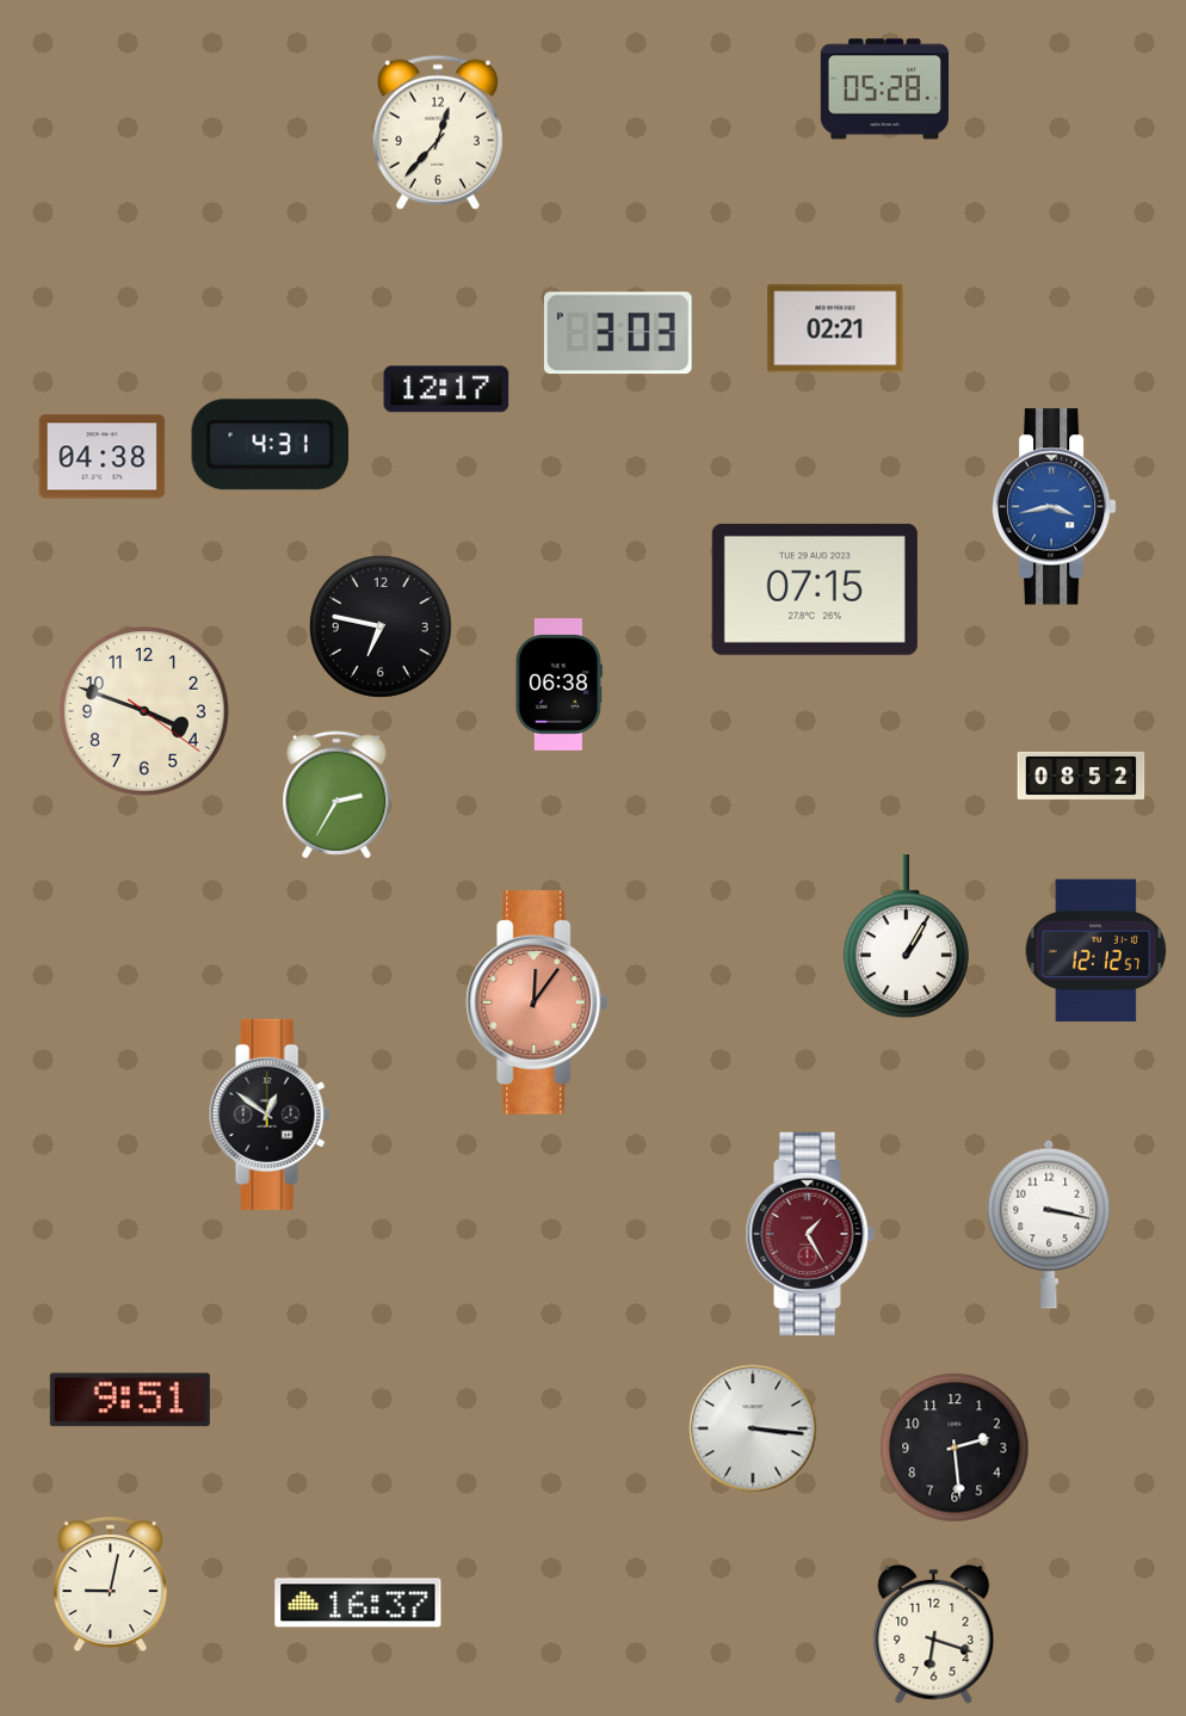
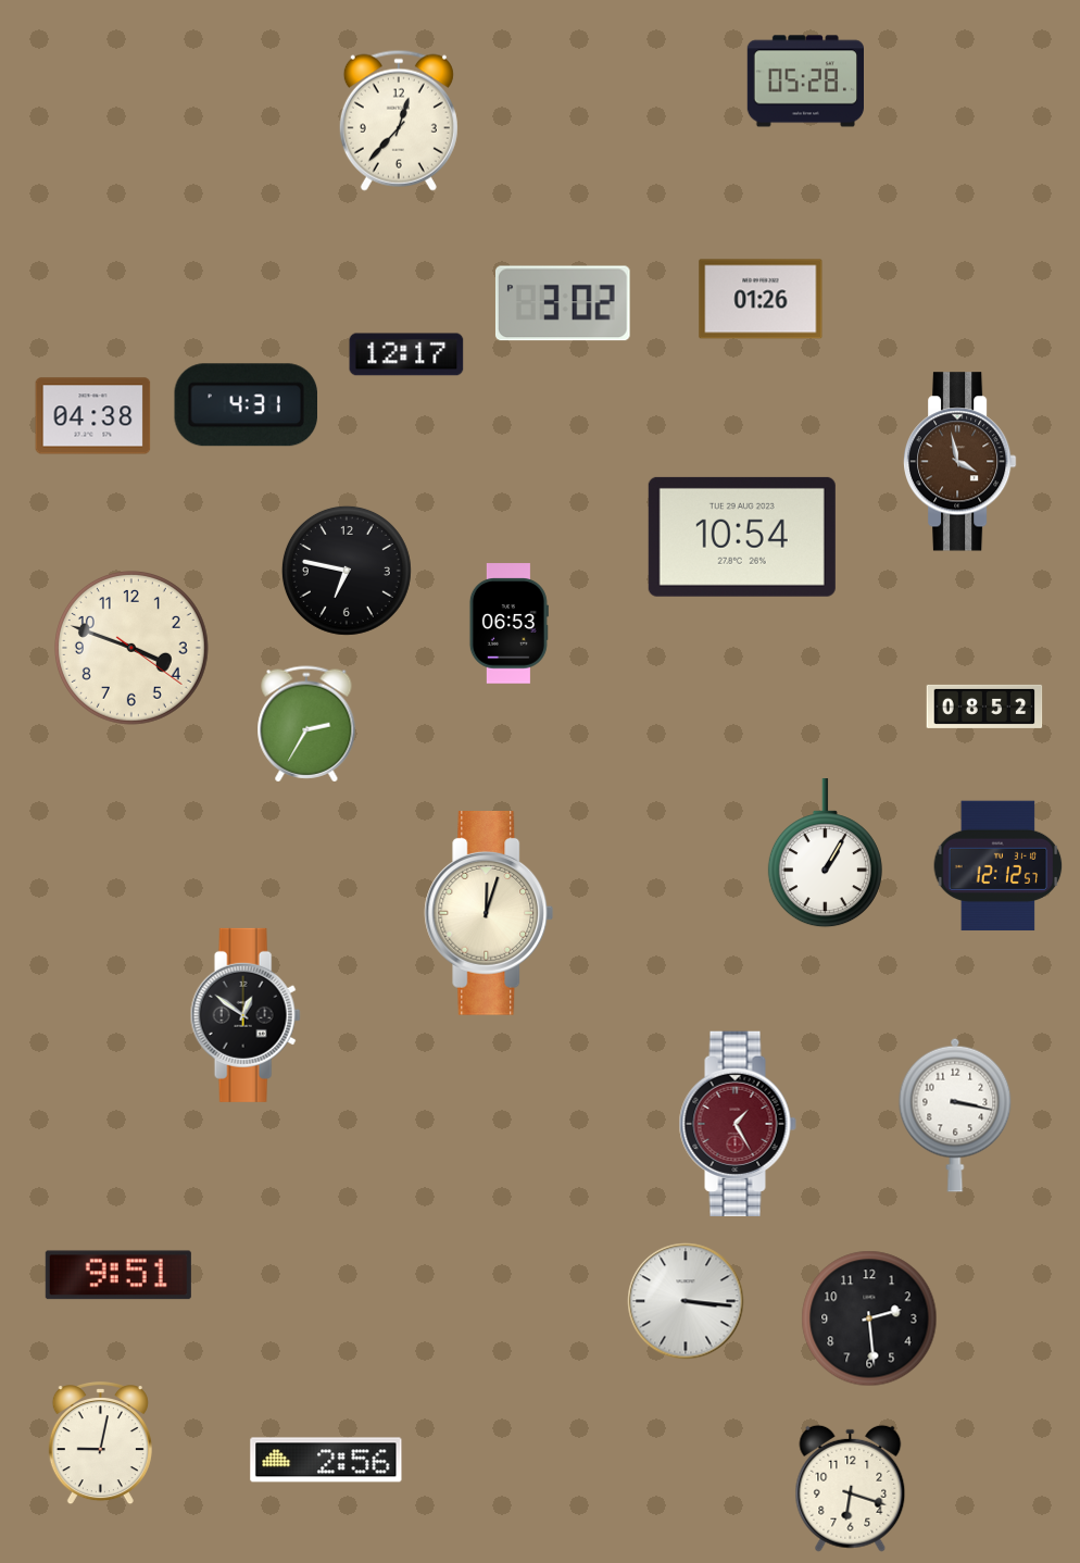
clock at (835, 328): 02:21 -> 01:26
clock at (618, 333): 3:03 -> 3:02
clock at (1055, 507): 3:43 -> 3:58
clock at (1055, 507) dial: blue -> brown
clock at (815, 590): 07:15 -> 10:54
clock at (558, 685): 06:38 -> 06:53
clock at (537, 1004): 12:06 -> 12:03
clock at (537, 1004) dial: salmon -> cream
clock at (358, 1603): 16:37 -> 2:56
